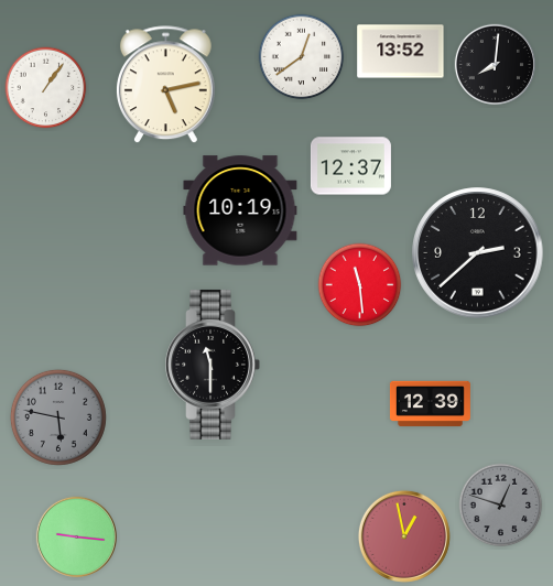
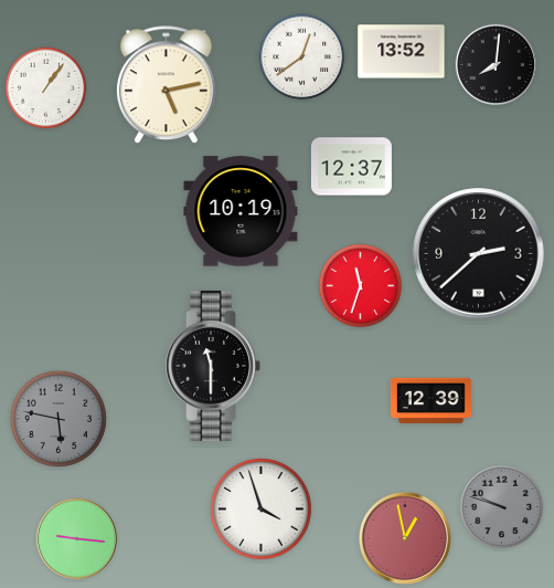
clock at (360, 285): 11:29 -> 11:33
clock at (430, 403) position: (430, 403) -> (430, 400)
clock at (501, 506): 12:48 -> 9:48
clock at (260, 508): none -> 3:57
